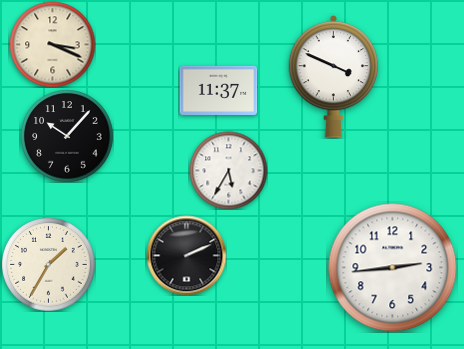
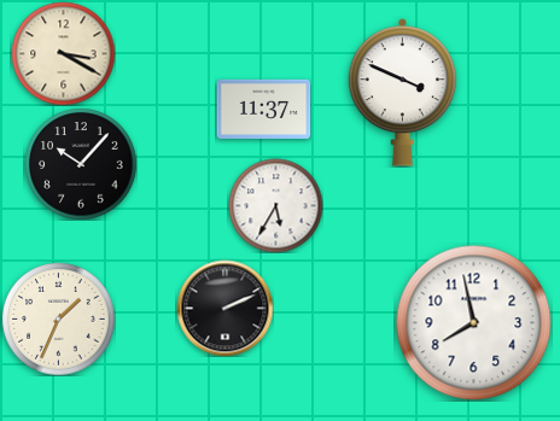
clock at (52, 44): 3:19 -> 3:20
clock at (48, 264): 1:35 -> 1:34
clock at (392, 267): 2:44 -> 7:58
